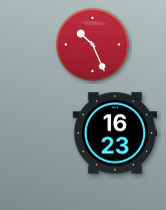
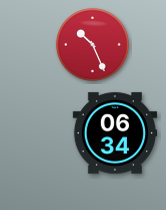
clock at (115, 133): 16:23 -> 06:34
